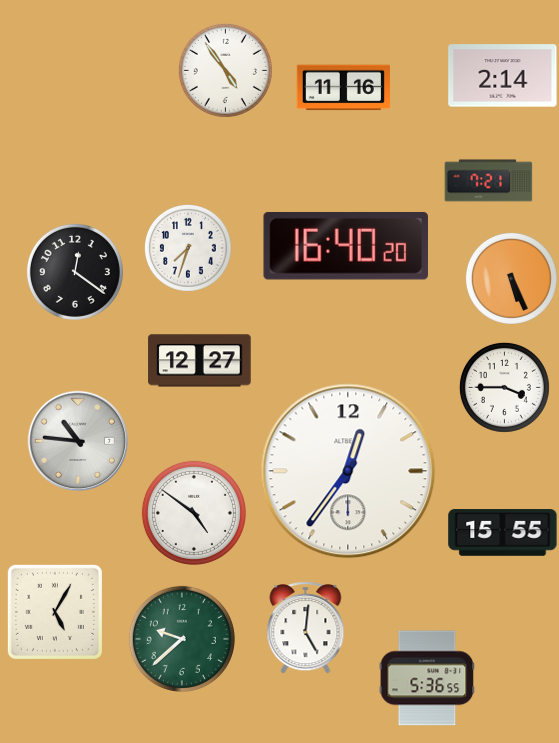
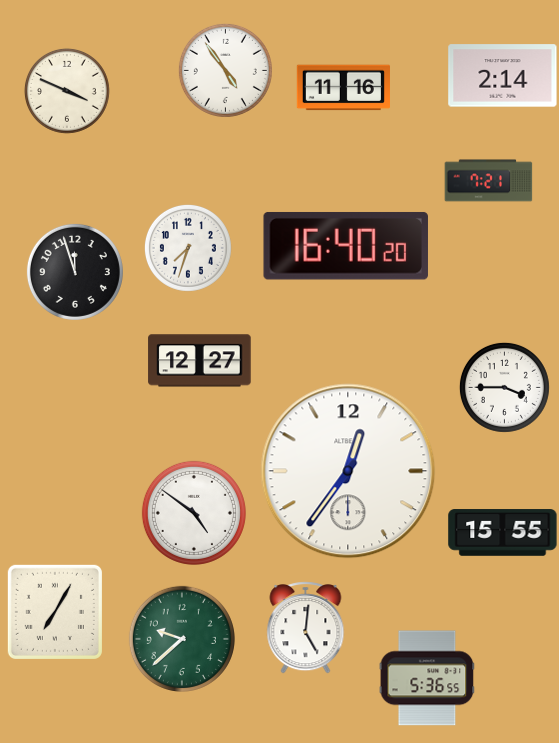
clock at (67, 91): none -> 3:49
clock at (75, 272): 12:21 -> 11:57
clock at (511, 278): 5:26 -> none
clock at (78, 441): 10:46 -> none
clock at (55, 612): 5:05 -> 7:05
